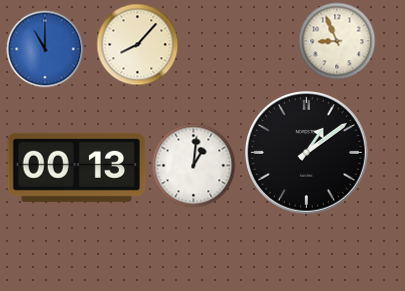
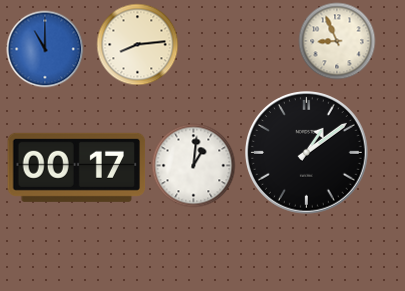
clock at (138, 45): 8:07 -> 8:14
clock at (77, 167): 00:13 -> 00:17
